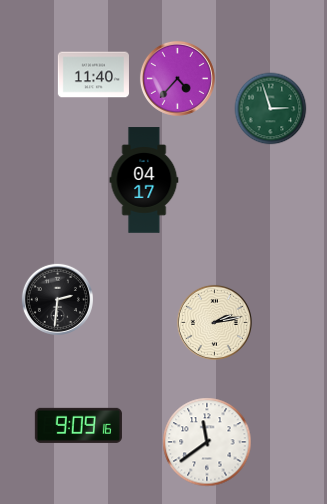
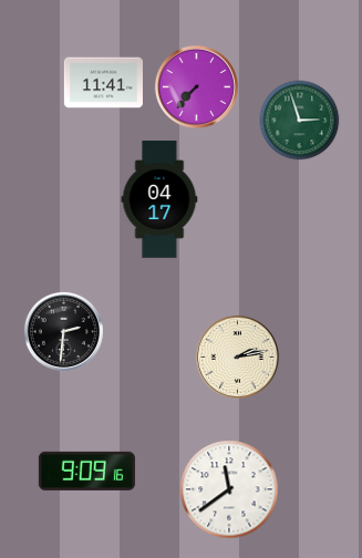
clock at (93, 75): 11:40 -> 11:41
clock at (177, 78): 4:37 -> 7:37
